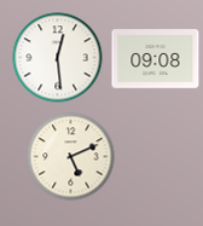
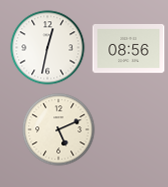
clock at (58, 58): 12:29 -> 12:32
clock at (156, 59): 09:08 -> 08:56
